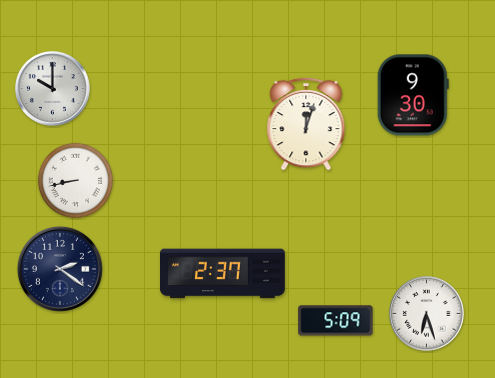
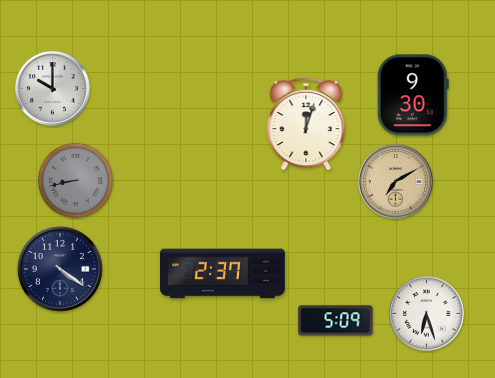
clock at (75, 180) dial: white -> grey
clock at (396, 182): none -> 7:10
clock at (60, 269): 2:21 -> 4:21
